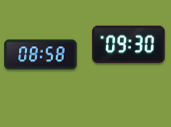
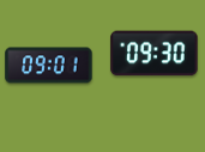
clock at (41, 55): 08:58 -> 09:01
